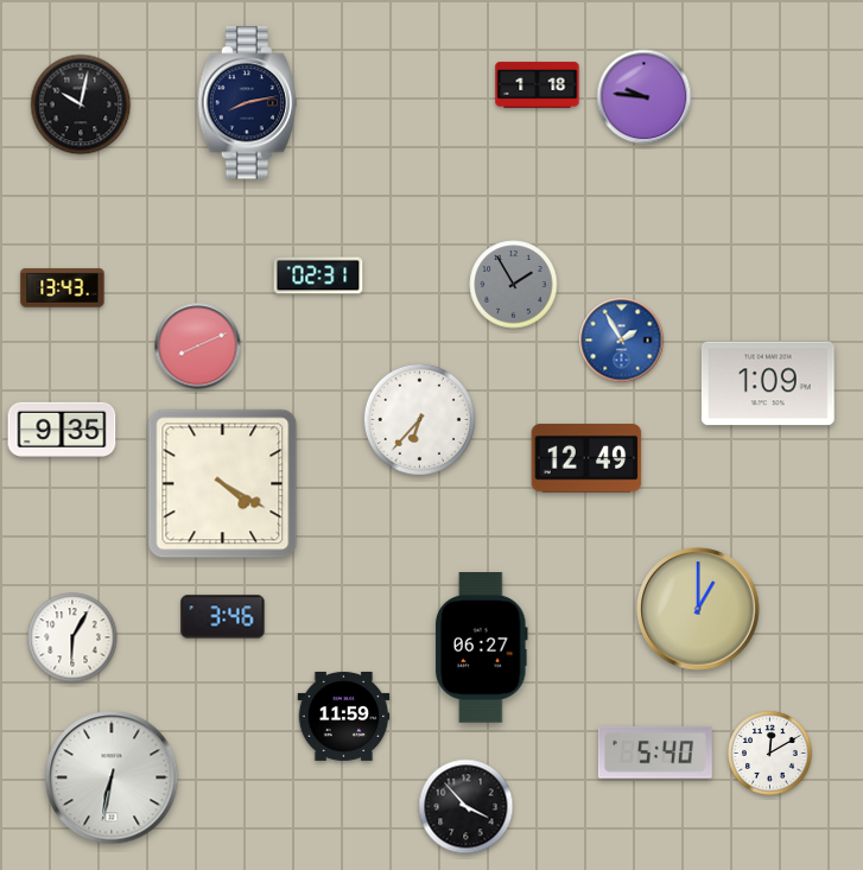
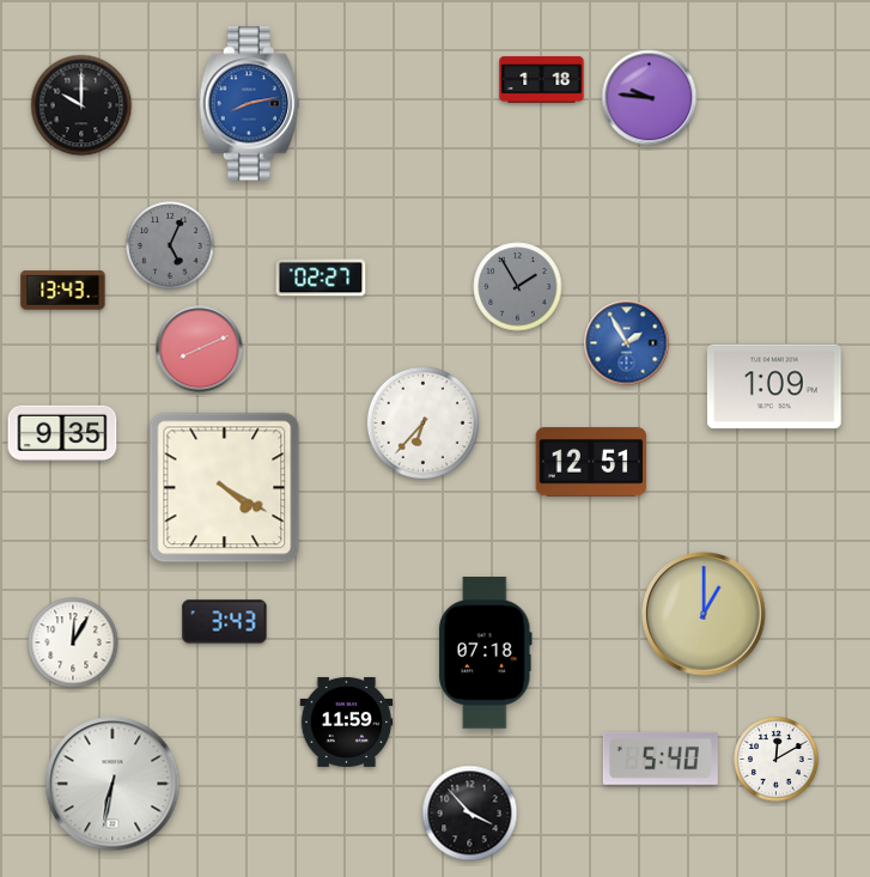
clock at (538, 85) position: (538, 85) -> (542, 80)
clock at (248, 103) dial: navy -> blue
clock at (81, 104): 10:02 -> 10:00
clock at (170, 245): none -> 5:04
clock at (318, 275): 02:31 -> 02:27
clock at (586, 458): 12:49 -> 12:51
clock at (223, 617): 3:46 -> 3:43
clock at (72, 637): 6:05 -> 12:05
clock at (481, 648): 06:27 -> 07:18
